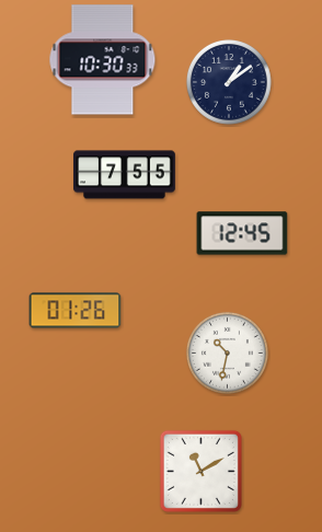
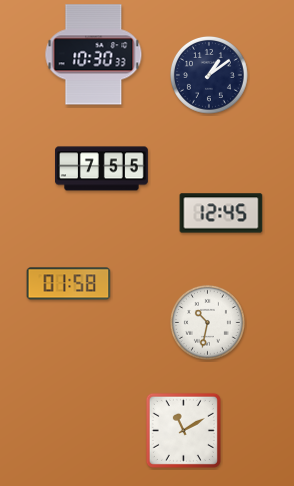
clock at (125, 175) position: (125, 175) -> (102, 169)
clock at (76, 311): 01:26 -> 01:58
